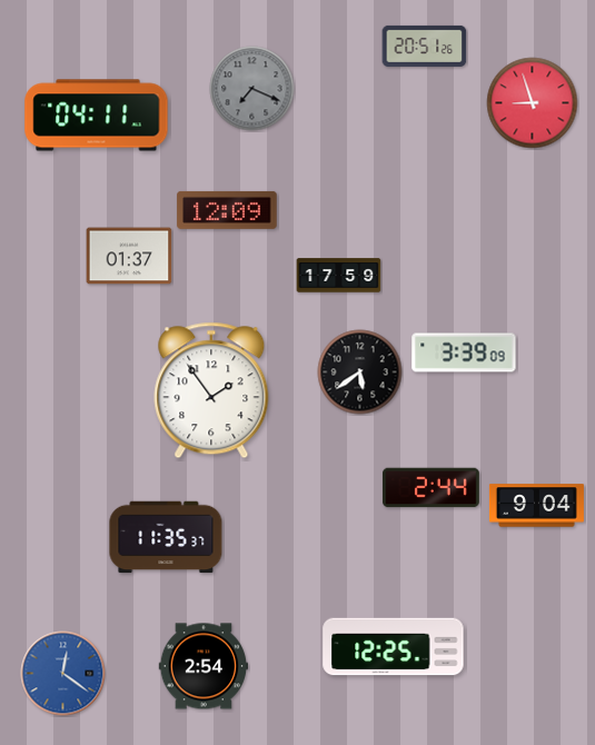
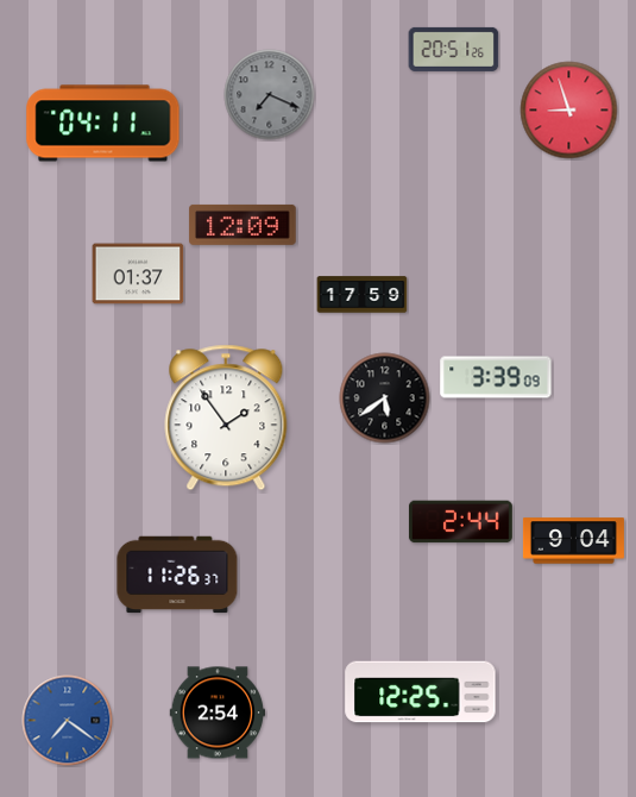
clock at (166, 537): 11:35 -> 11:26
clock at (63, 674): 12:21 -> 7:21
